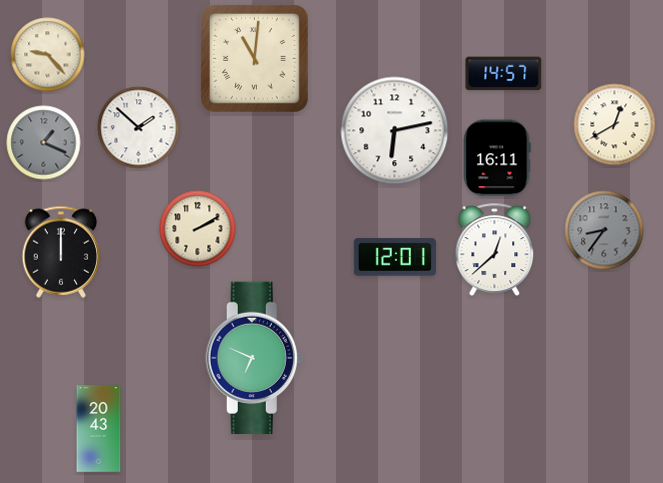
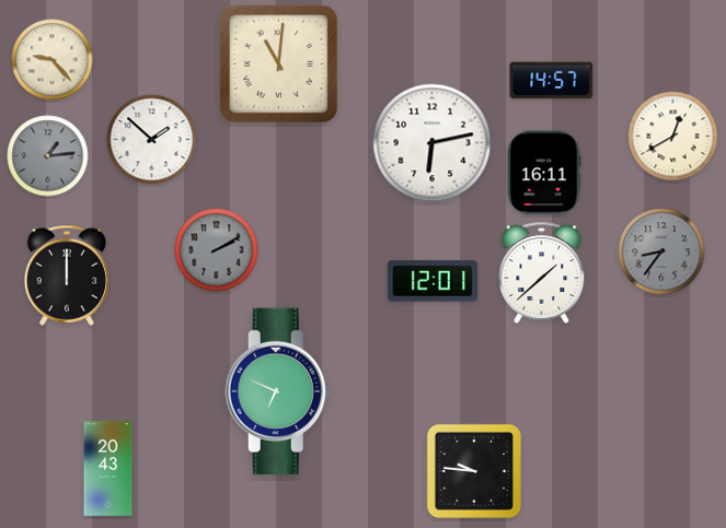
clock at (44, 143): 1:19 -> 1:14
clock at (198, 229) dial: cream -> grey
clock at (495, 249): 12:38 -> 1:38
clock at (474, 471): none -> 9:46
